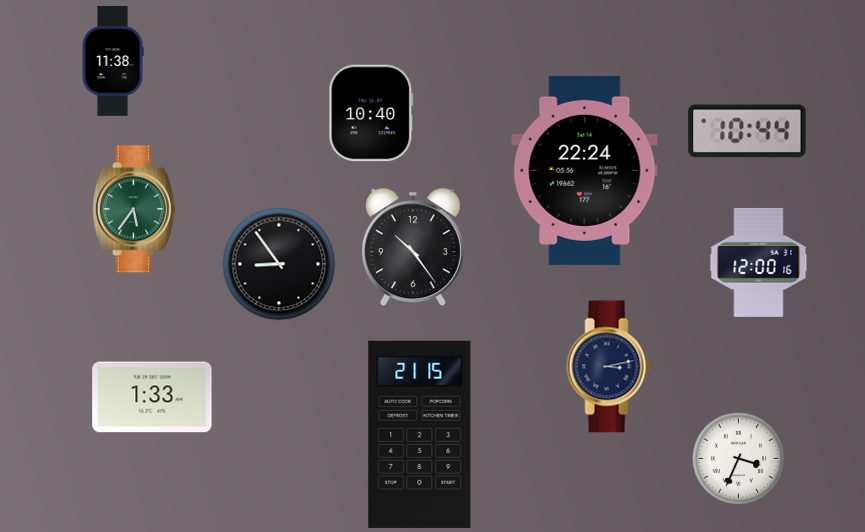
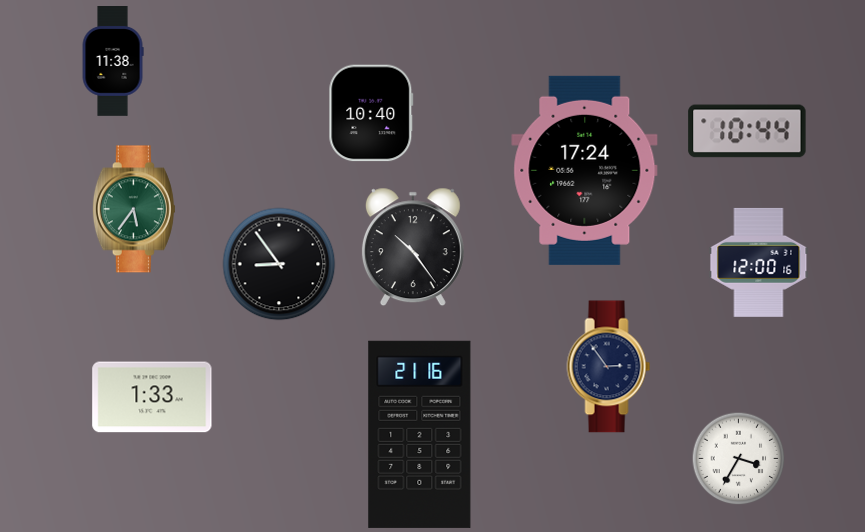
clock at (585, 170): 22:24 -> 17:24
clock at (609, 367): 3:13 -> 2:54
clock at (420, 434): 21:15 -> 21:16
clock at (738, 458): 3:34 -> 3:35
